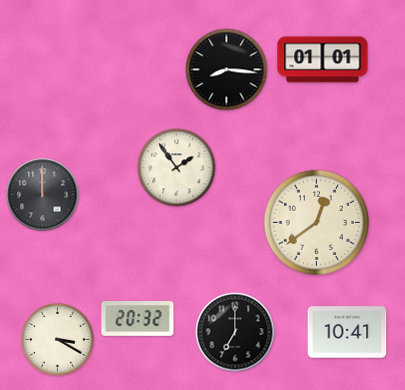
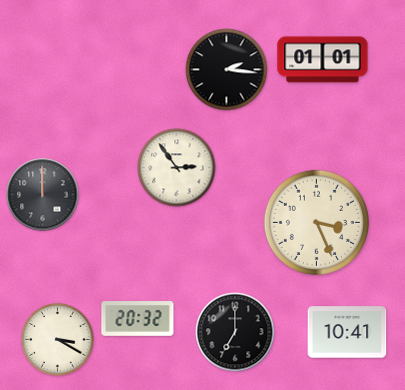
clock at (227, 70): 8:16 -> 2:16
clock at (177, 168): 1:54 -> 2:54
clock at (316, 222): 12:39 -> 3:26
